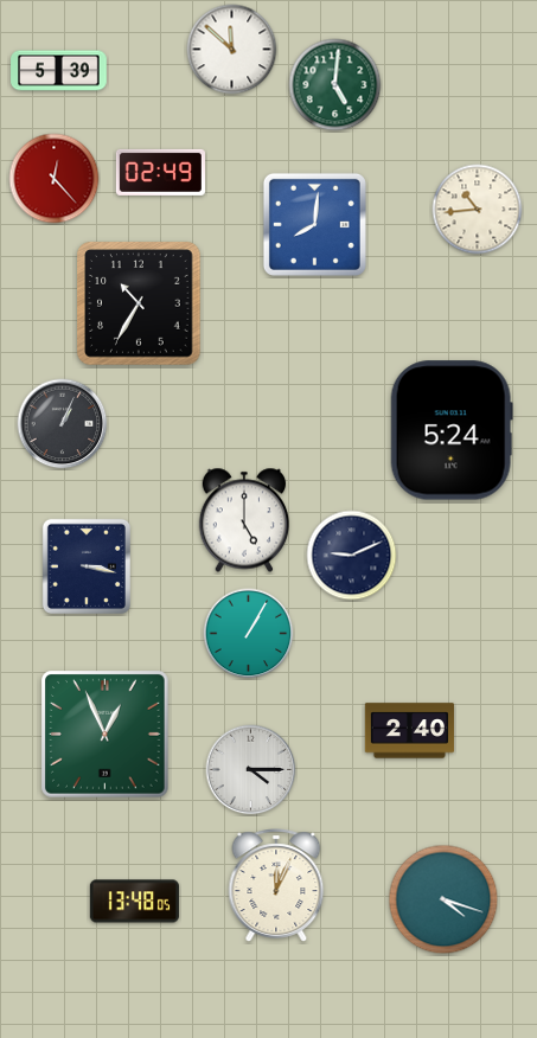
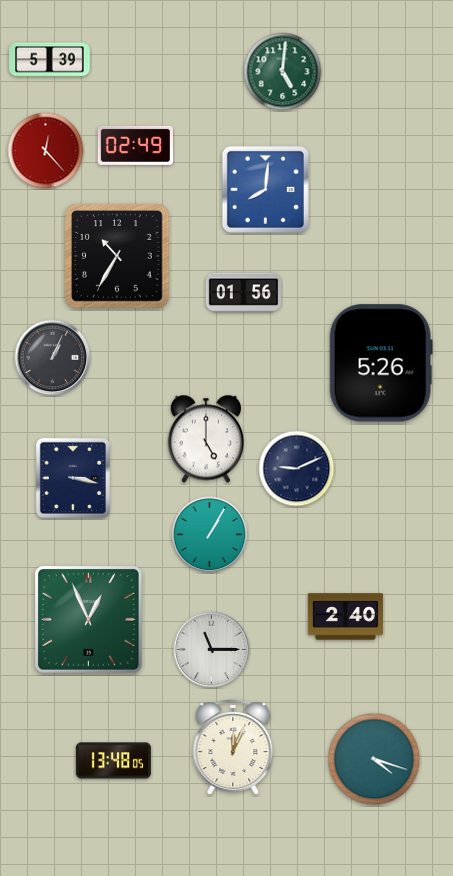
clock at (232, 50): 11:52 -> none
clock at (478, 210): 10:44 -> none
clock at (243, 293): none -> 01:56
clock at (452, 430): 5:24 -> 5:26
clock at (251, 770): 4:15 -> 11:15
